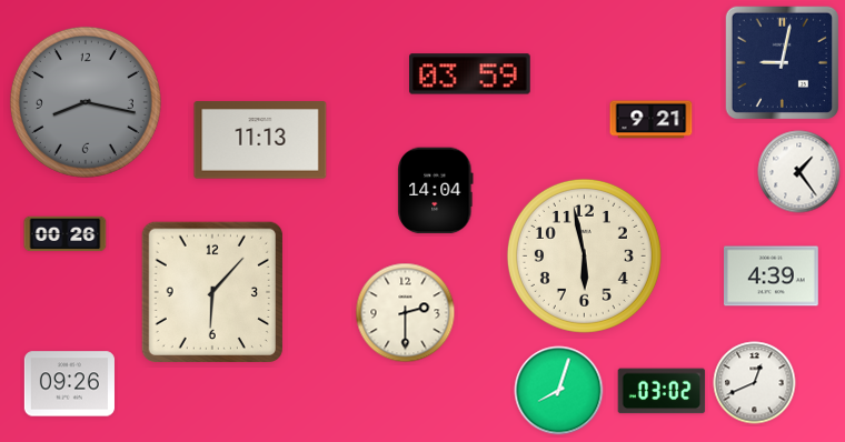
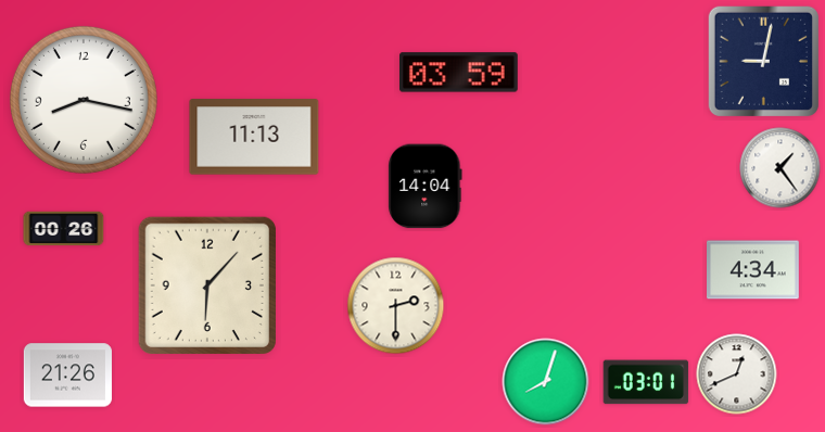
clock at (86, 102) dial: grey -> white
clock at (652, 120): 9:21 -> none
clock at (584, 255): 5:58 -> none
clock at (772, 277): 4:39 -> 4:34
clock at (69, 384): 09:26 -> 21:26
clock at (662, 391): 03:02 -> 03:01
